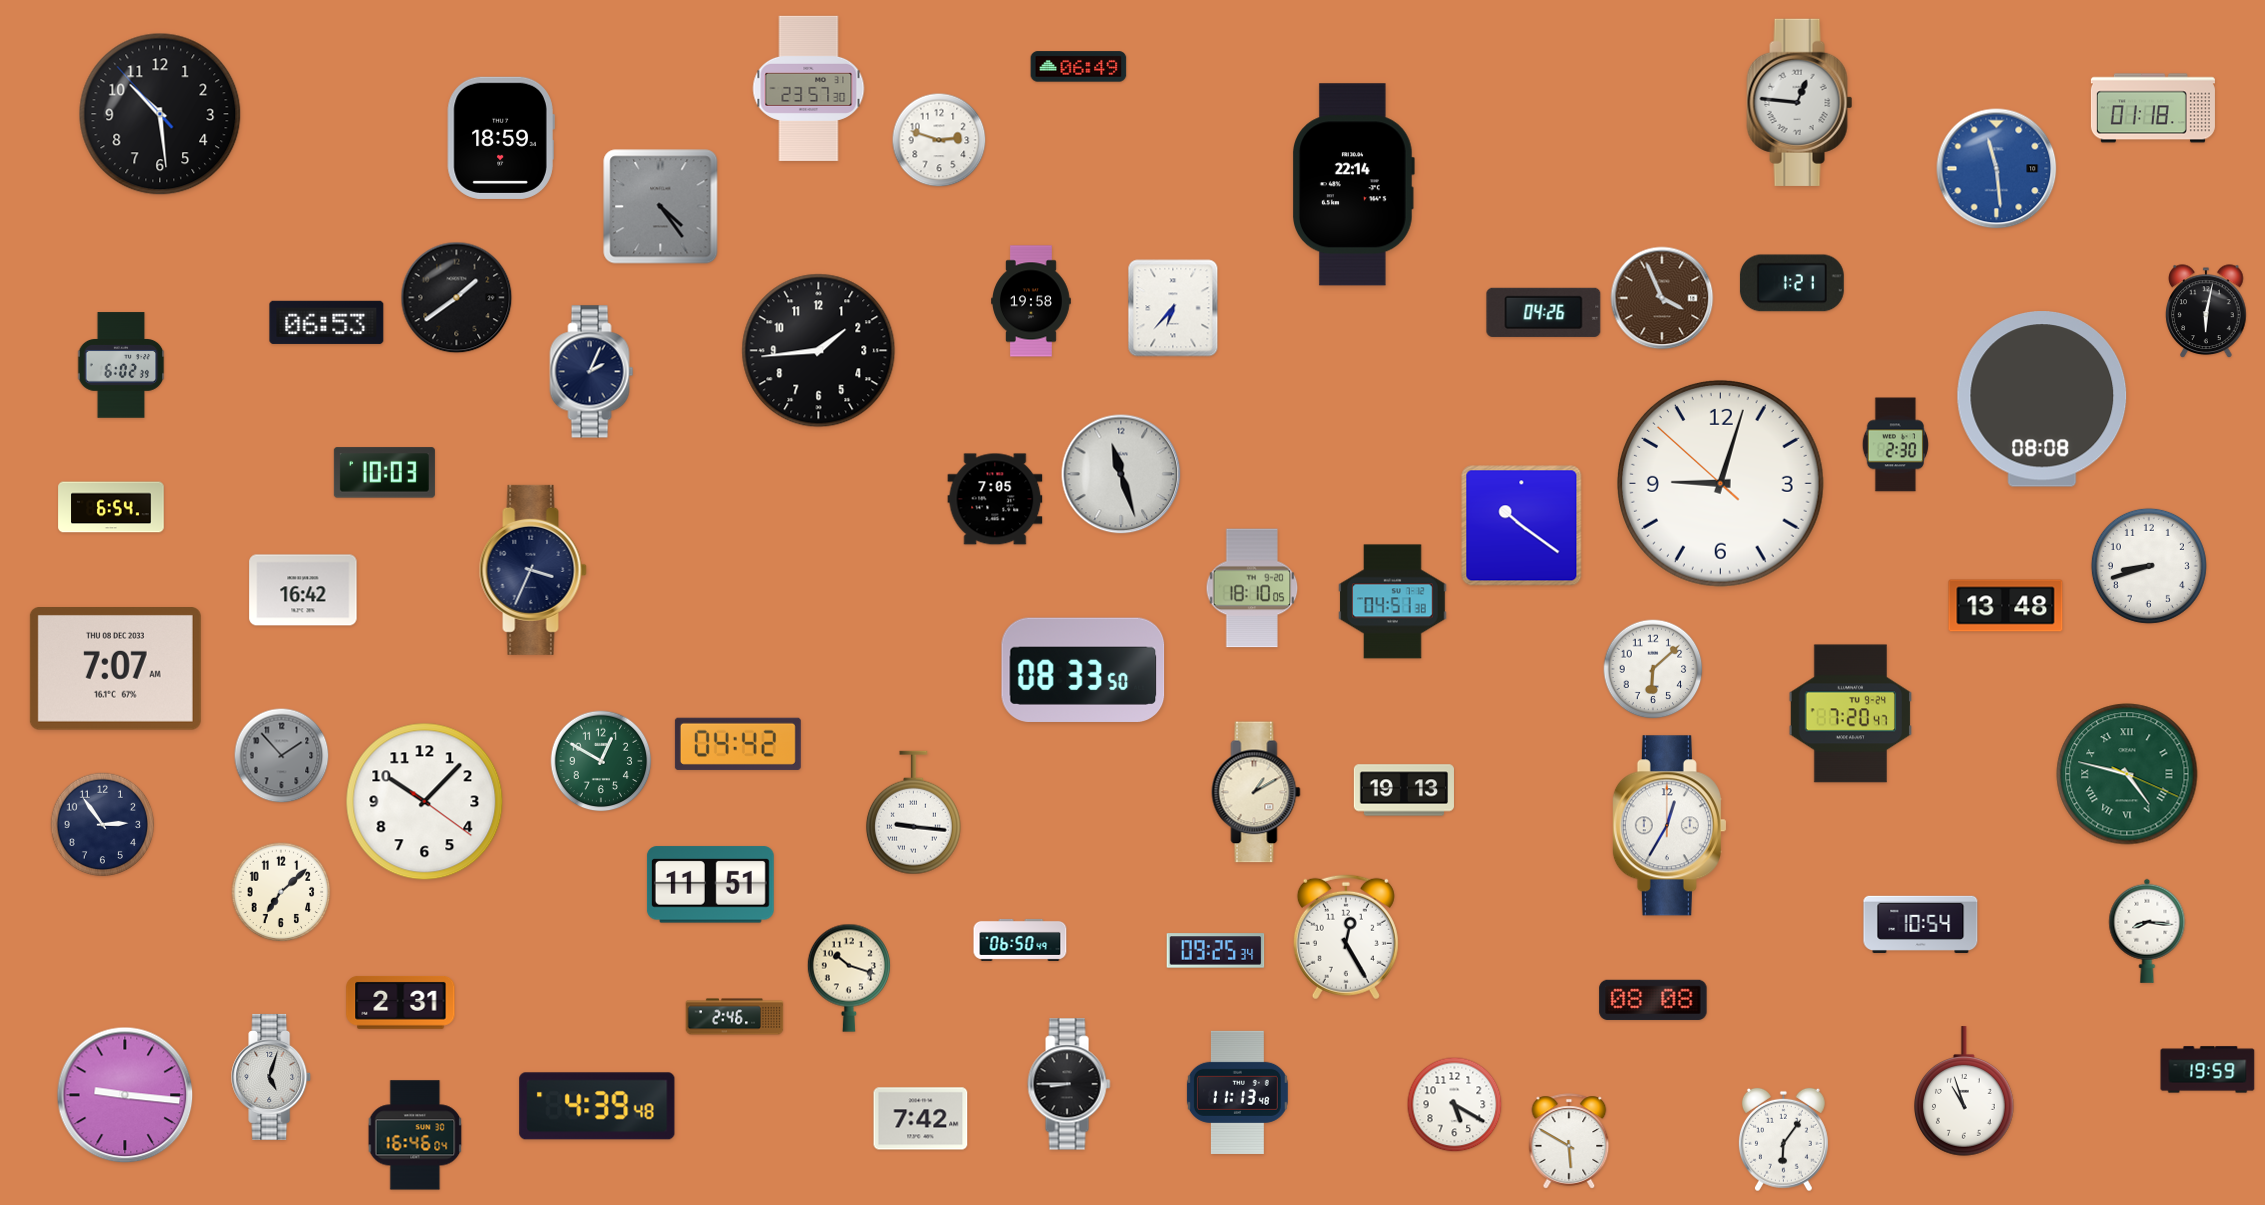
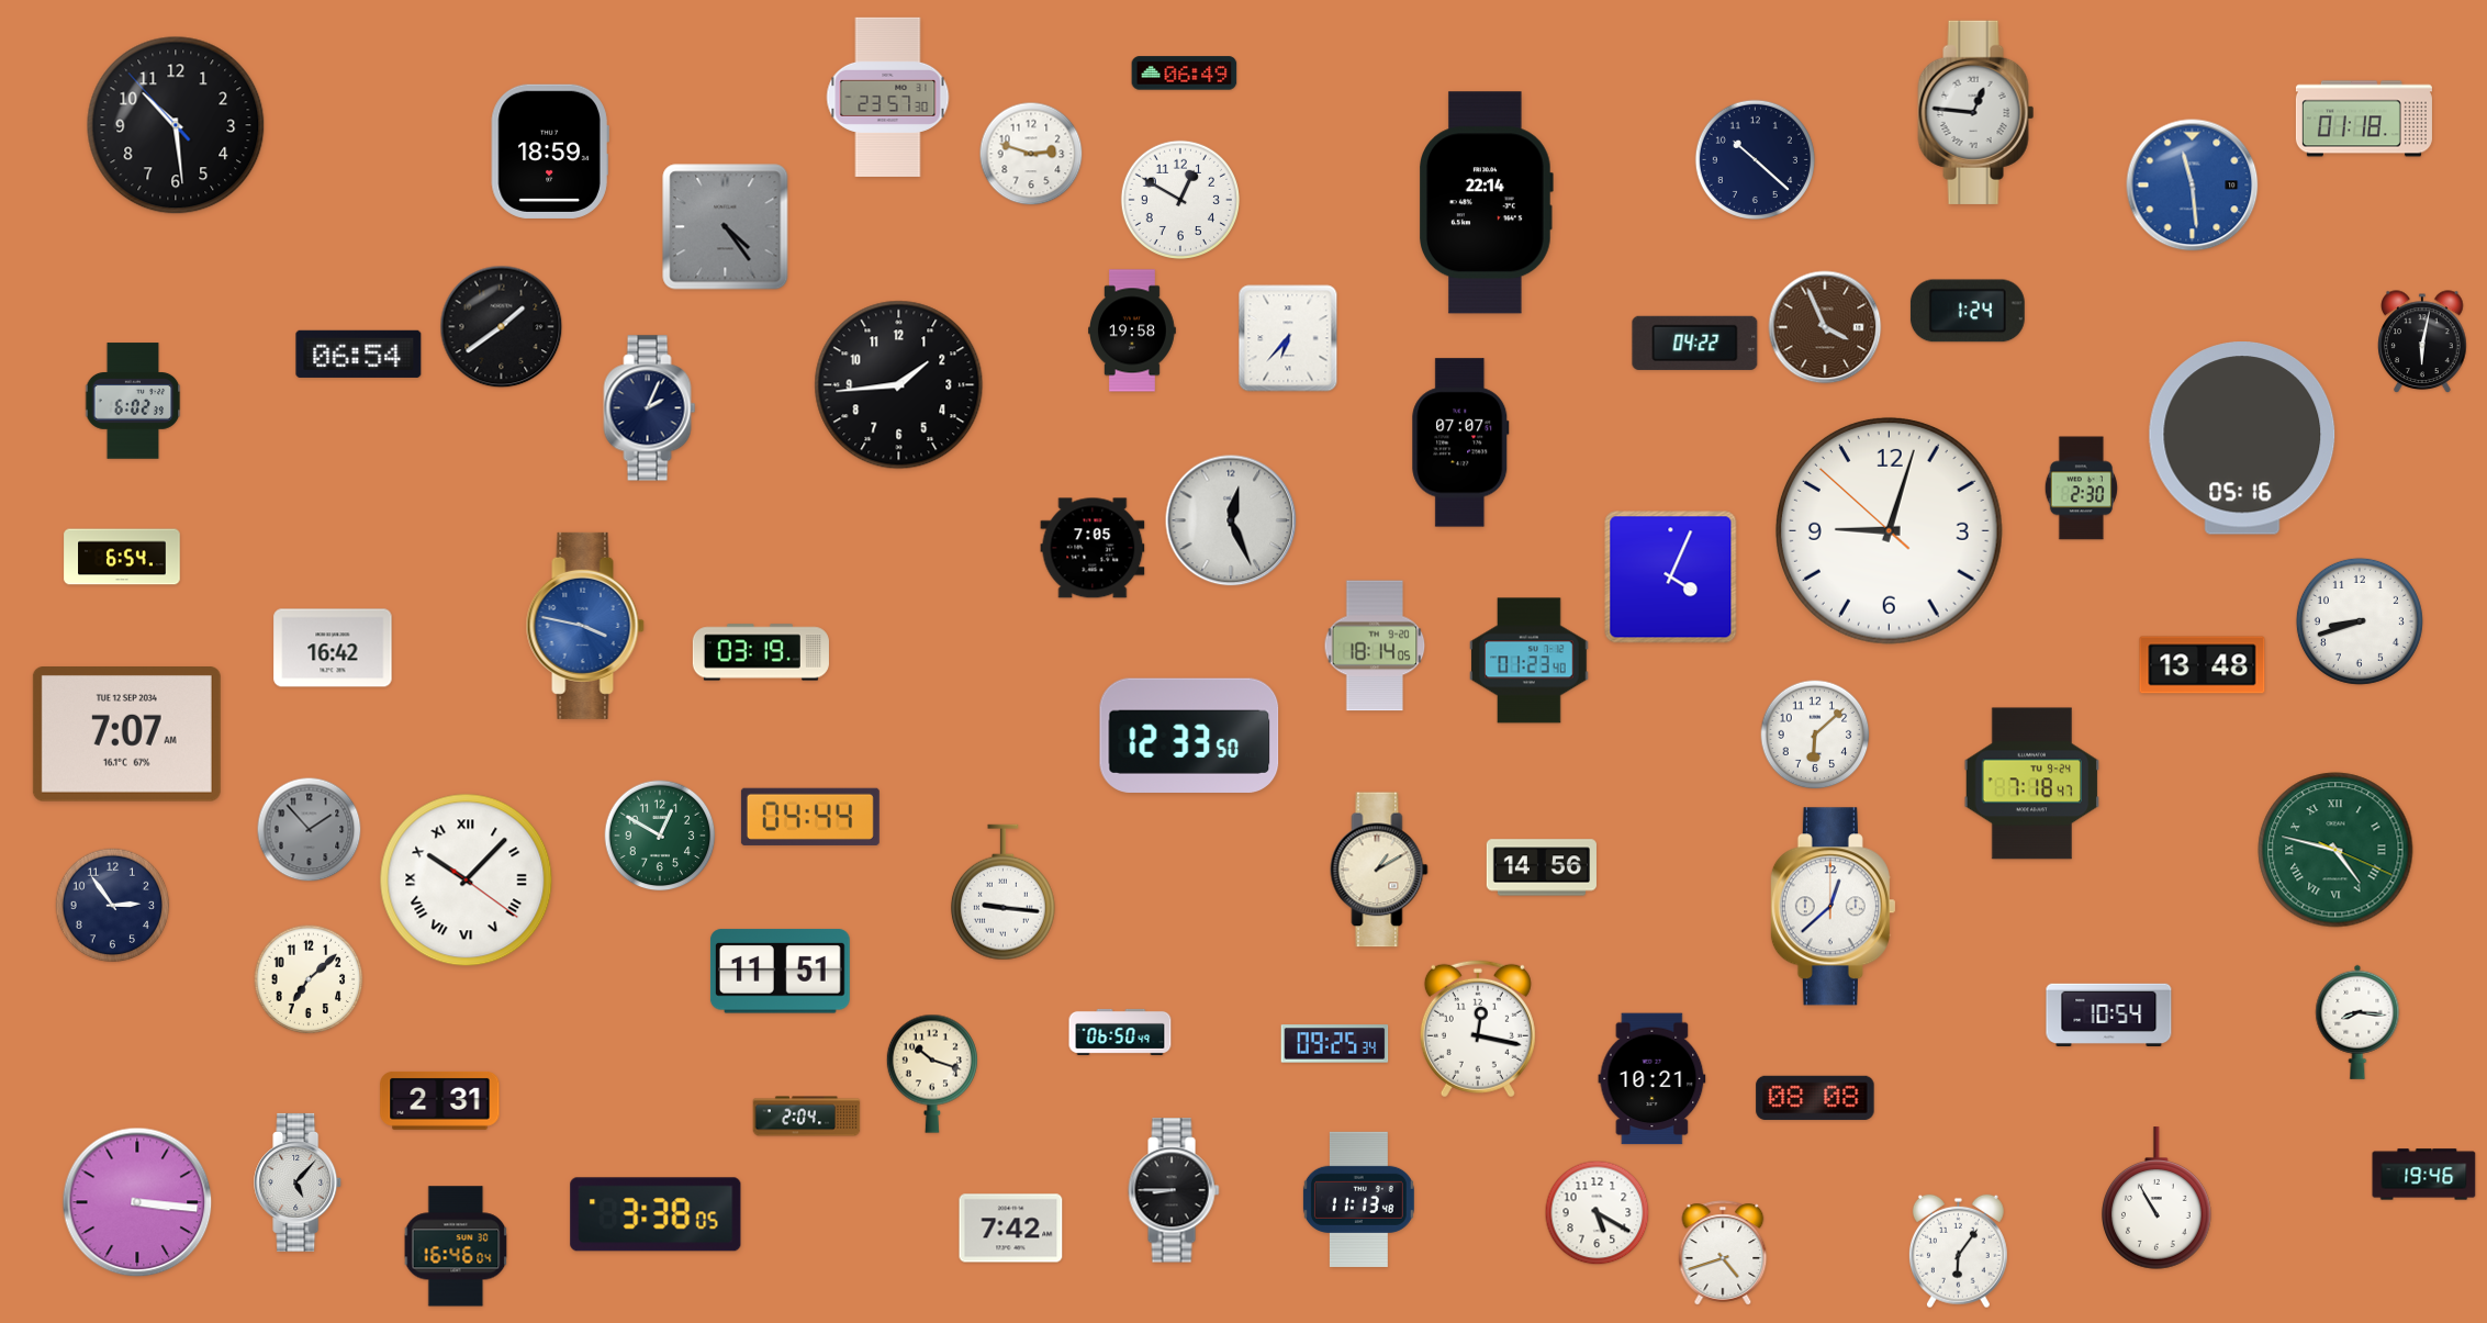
clock at (1755, 159): none -> 10:22
clock at (1180, 200): none -> 12:50
clock at (1792, 283): 1:21 -> 1:24
clock at (1544, 312): 04:26 -> 04:22
clock at (327, 322): 06:53 -> 06:54
clock at (2042, 400): 08:08 -> 05:16
clock at (1460, 442): none -> 07:07
clock at (384, 473): 10:03 -> none
clock at (1121, 474): 11:27 -> 12:26
clock at (1522, 526): 10:21 -> 4:04
clock at (533, 570): 3:34 -> 3:47
clock at (533, 570) dial: navy -> blue
clock at (1252, 588): 18:10 -> 18:14
clock at (761, 652): none -> 03:19
clock at (1393, 602): 04:51 -> 01:23
clock at (115, 669) date: THU 08 DEC 2033 -> TUE 12 SEP 2034
clock at (1083, 670): 08:33 -> 12:33
clock at (1851, 714): 7:20 -> 7:18
clock at (738, 744): 04:42 -> 04:44
clock at (1404, 790): 19:13 -> 14:56
clock at (425, 802) numerals: Arabic -> Roman
clock at (1669, 826): 12:35 -> 12:38
clock at (1346, 937): 12:25 -> 12:17
clock at (1653, 1079): none -> 10:21
clock at (735, 1017): 2:46 -> 2:04
clock at (2208, 1070): 19:59 -> 19:46
clock at (272, 1077): 5:03 -> 5:07
clock at (1965, 1091): 10:57 -> 10:55
clock at (125, 1095): 9:16 -> 3:16
clock at (597, 1106): 4:39 -> 3:38
clock at (1569, 1141): 5:50 -> 4:42
